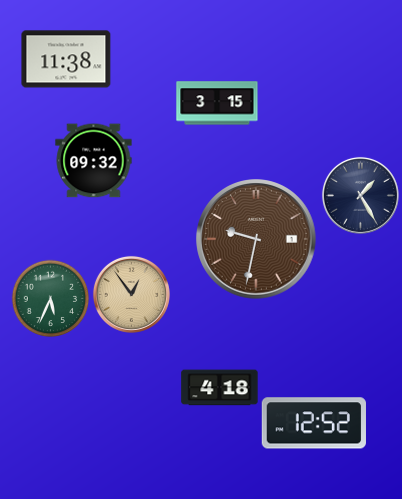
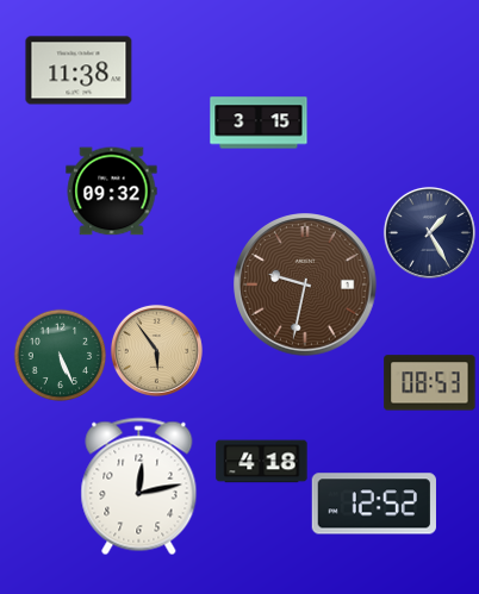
clock at (131, 294): 12:54 -> 5:54
clock at (50, 298): 5:34 -> 5:26
clock at (430, 383): none -> 08:53
clock at (139, 487): none -> 12:13
